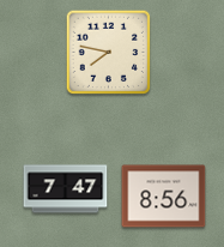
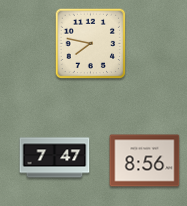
clock at (164, 197) position: (164, 197) -> (145, 161)
